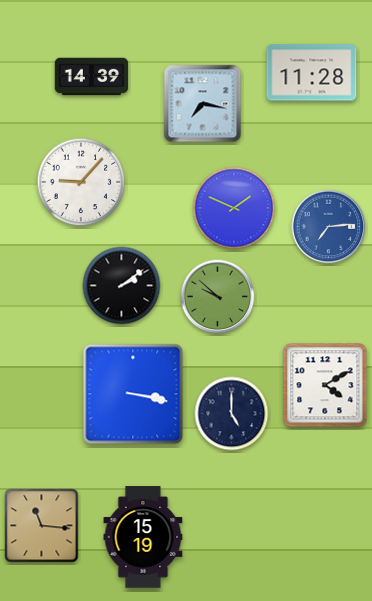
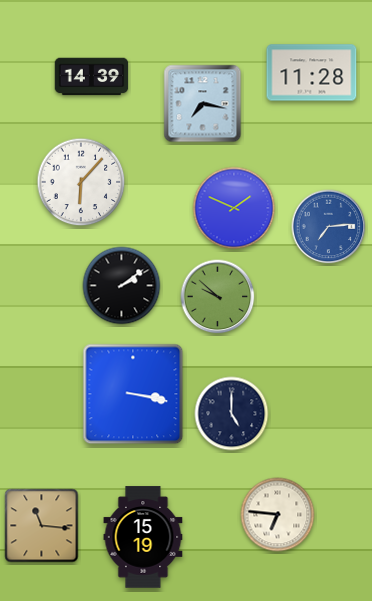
clock at (81, 182): 9:07 -> 6:07
clock at (325, 385): 4:10 -> none
clock at (278, 515): none -> 6:46
